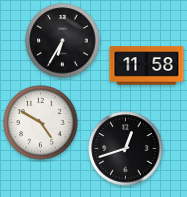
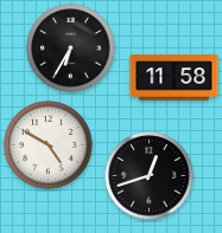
clock at (63, 41) position: (63, 41) -> (71, 48)
